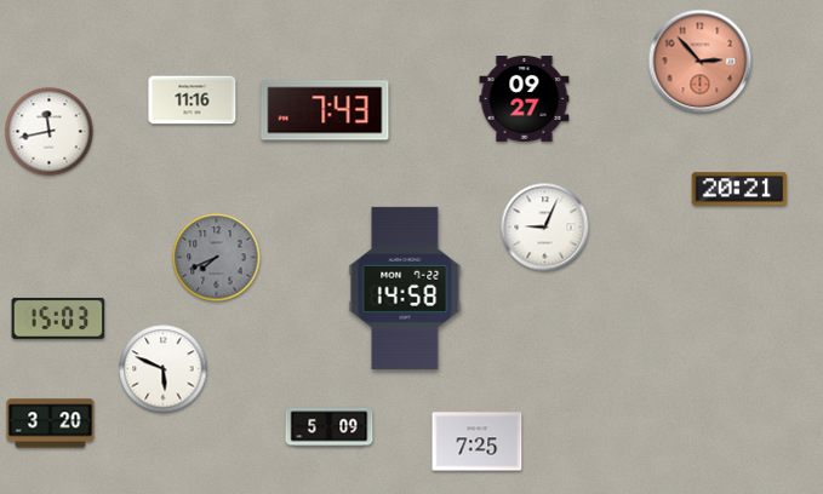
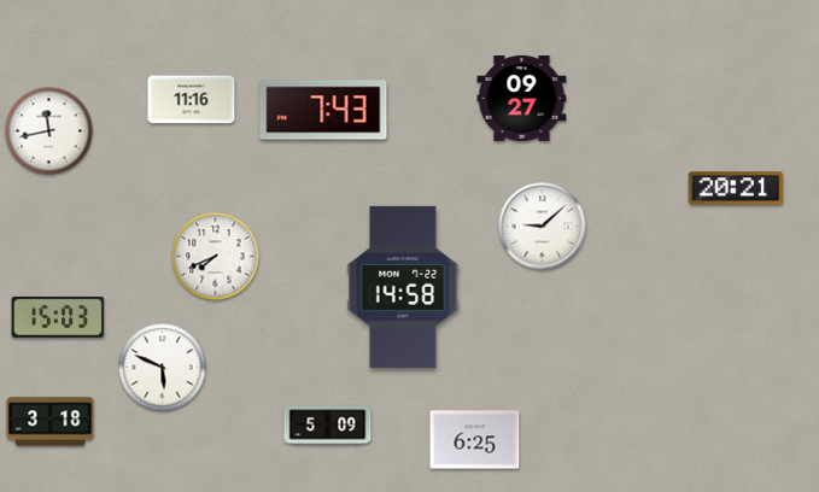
clock at (701, 62): 2:53 -> none
clock at (545, 228): 9:04 -> 9:08
clock at (217, 258) dial: grey -> white
clock at (51, 424): 3:20 -> 3:18
clock at (478, 442): 7:25 -> 6:25
